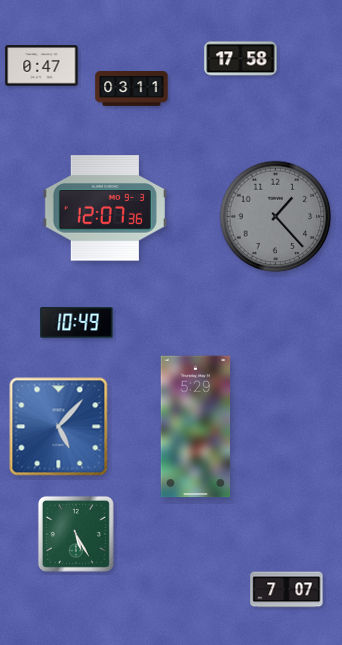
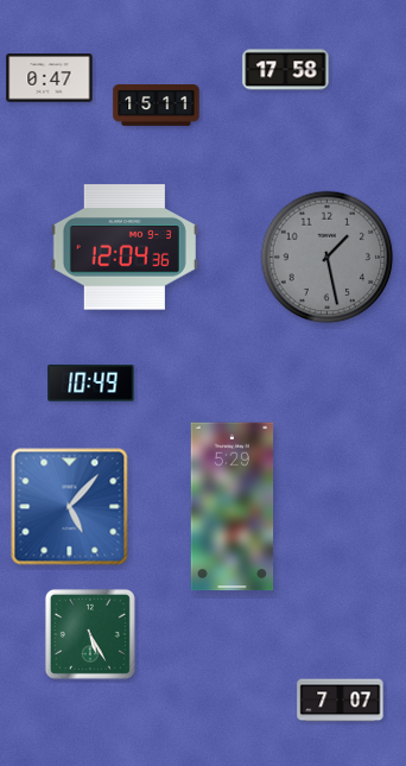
clock at (132, 89): 03:11 -> 15:11
clock at (105, 208): 12:07 -> 12:04
clock at (276, 217): 1:23 -> 1:28
